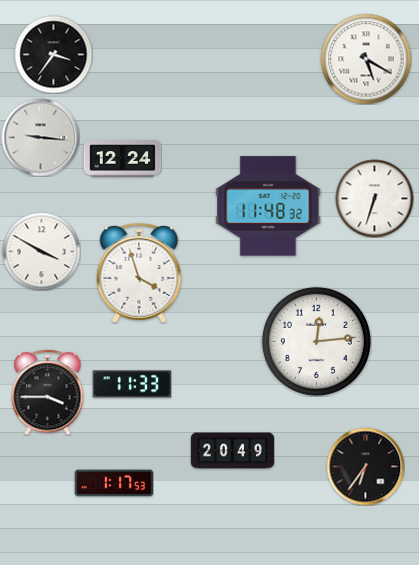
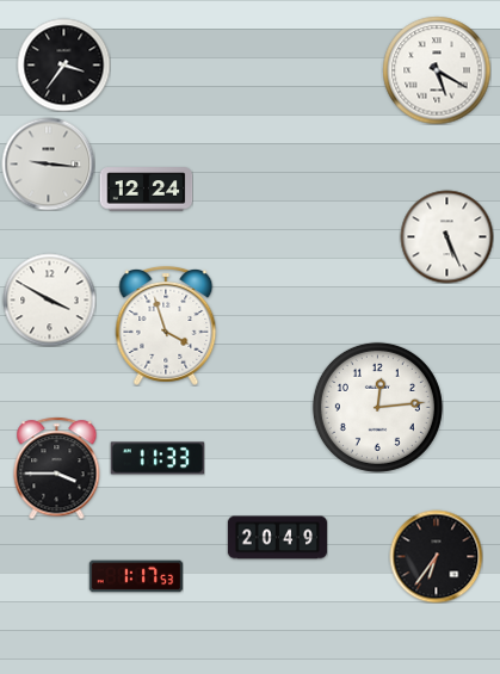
clock at (374, 198): 6:33 -> 5:26
clock at (268, 206): 11:48 -> none
